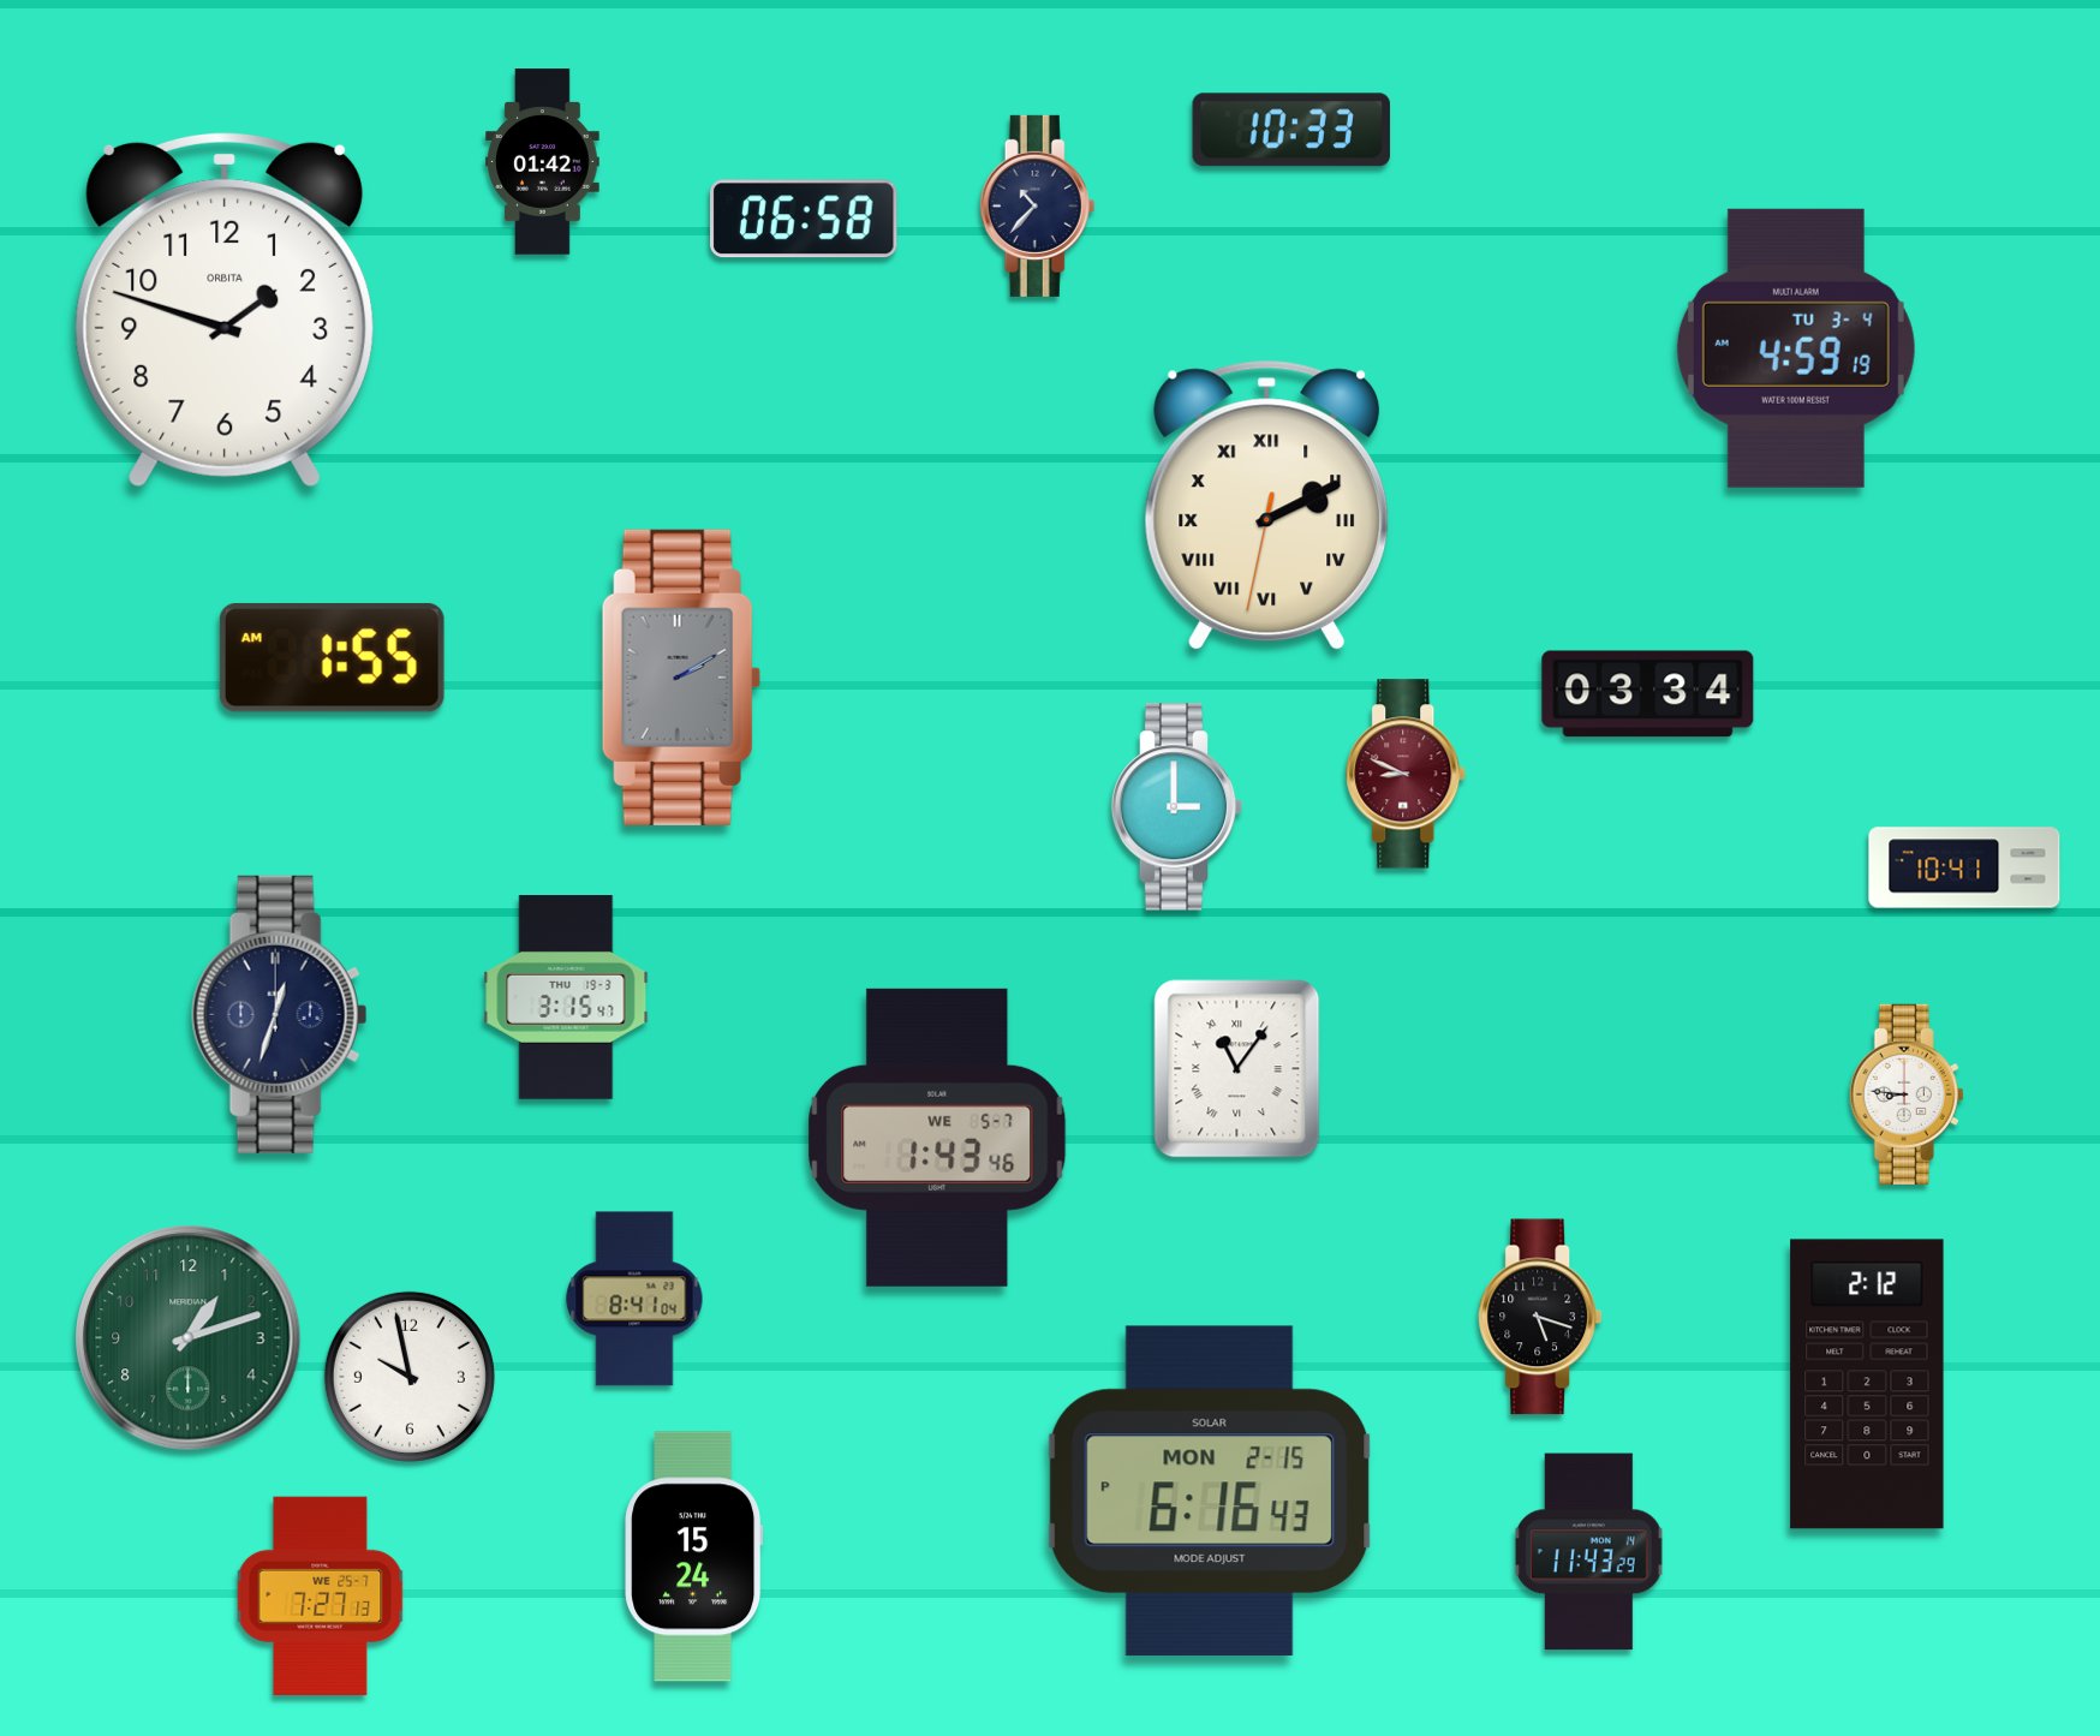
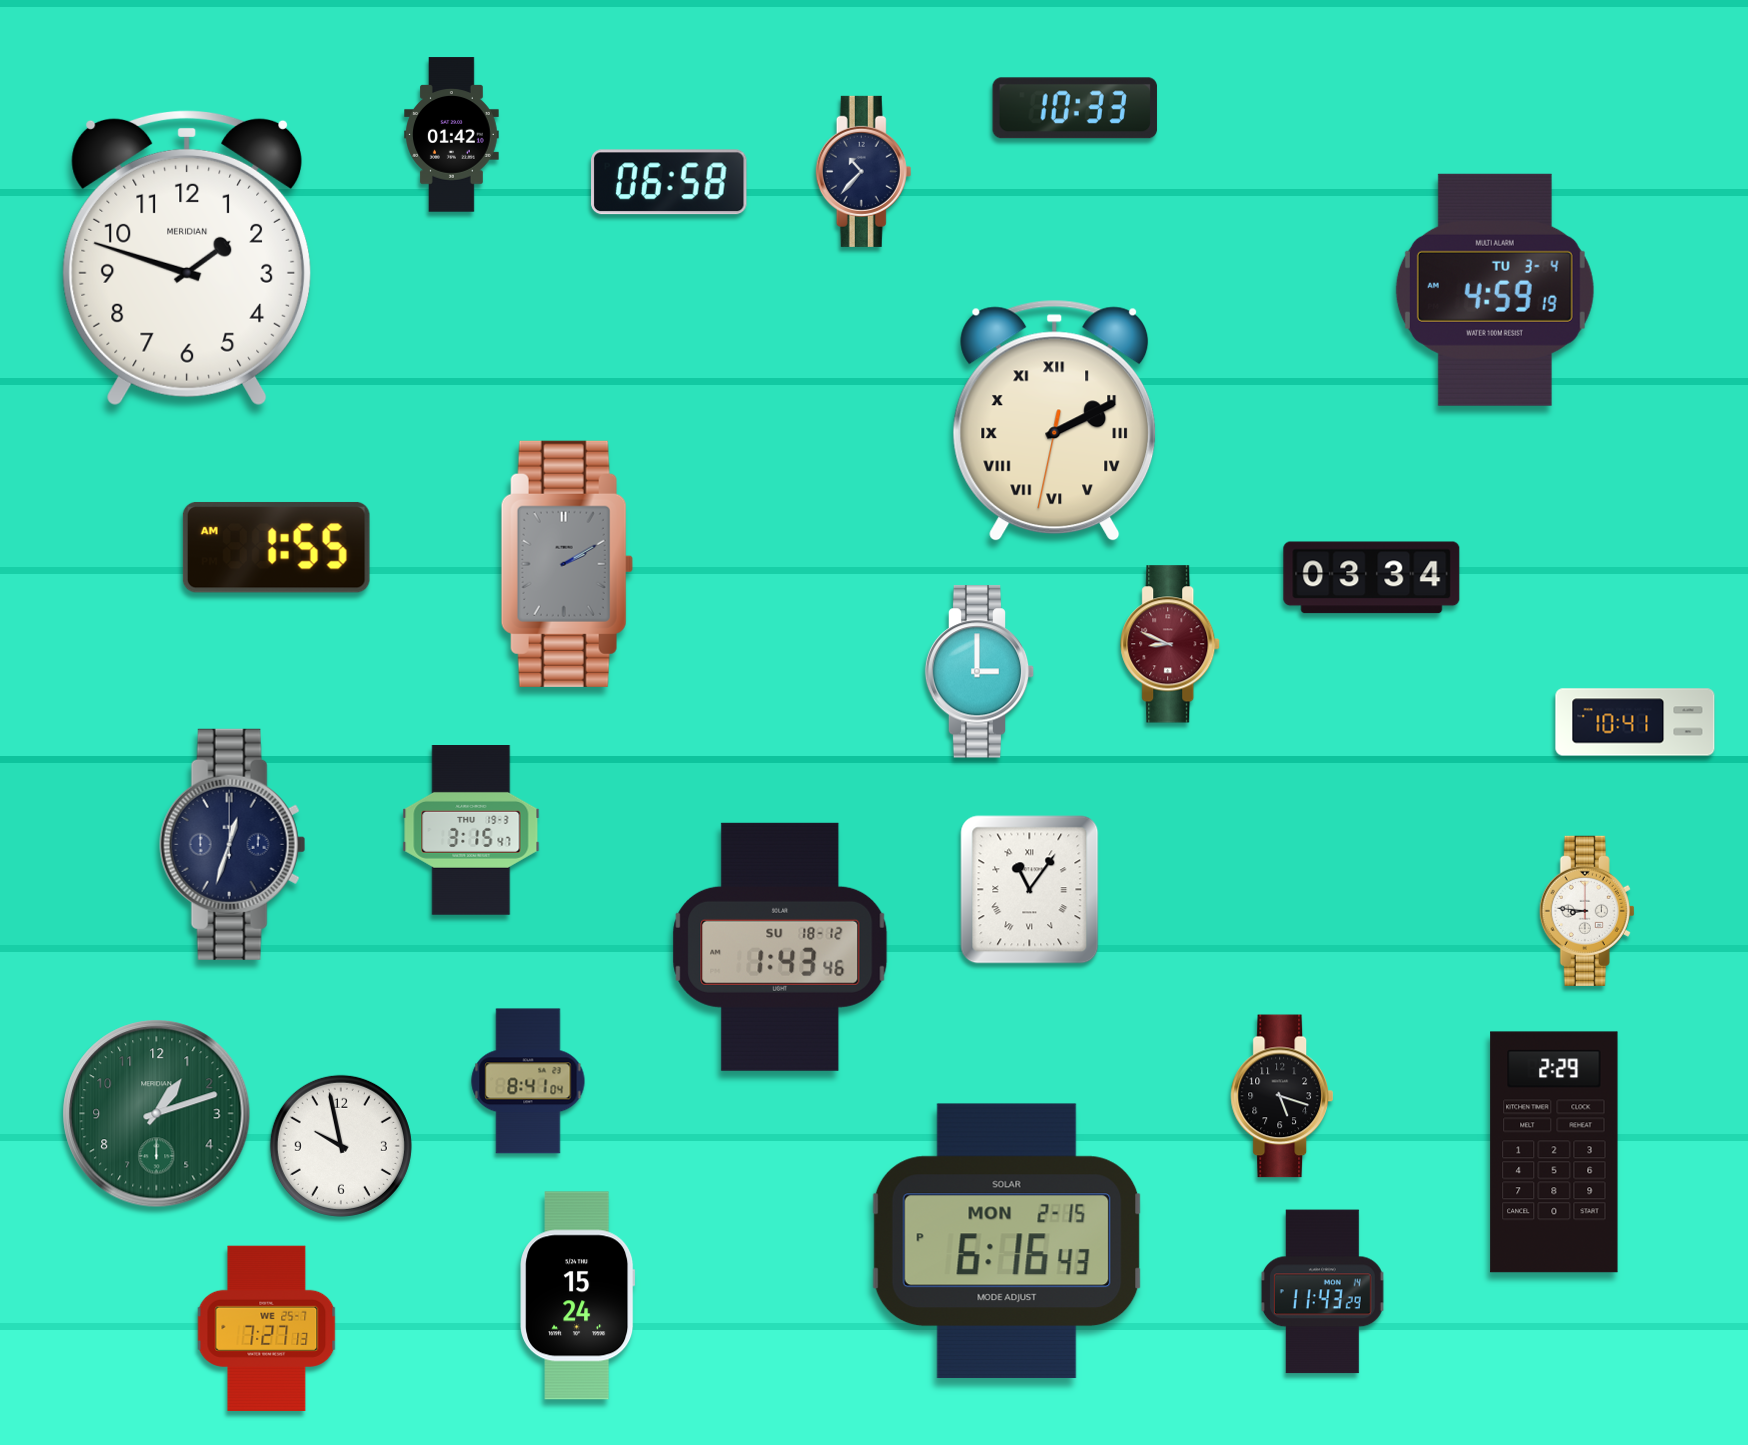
clock at (223, 310) brand: ORBITA -> MERIDIAN
clock at (937, 1138) date: WE 5-7 -> SU 18-12
clock at (1867, 1384): 2:12 -> 2:29
